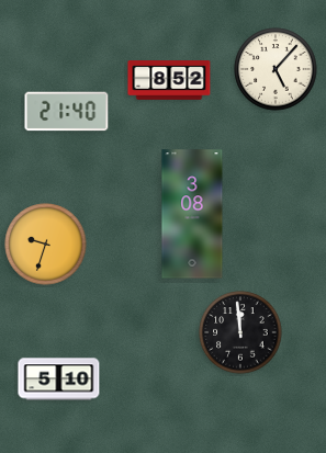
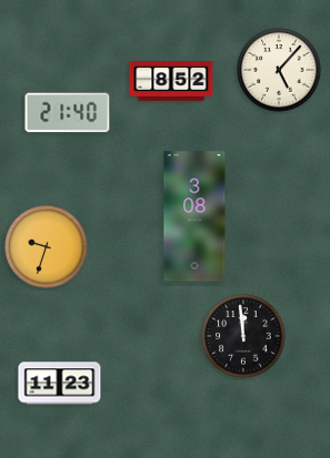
clock at (59, 380): 5:10 -> 11:23
